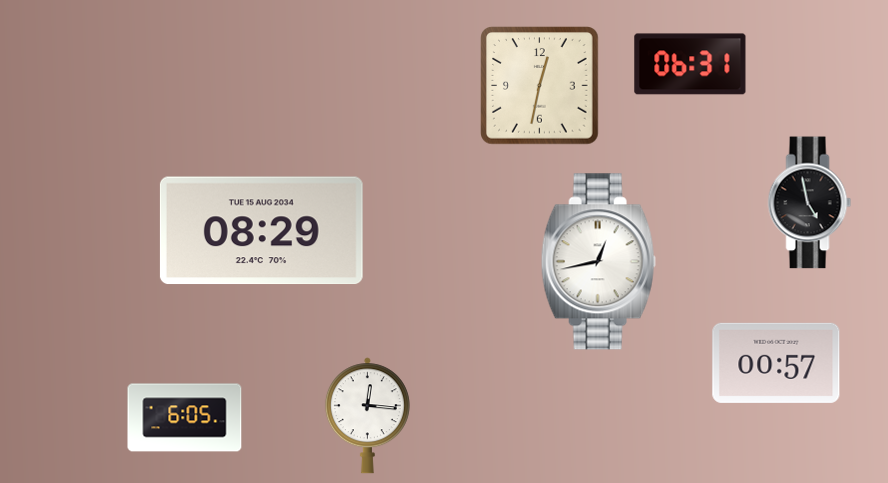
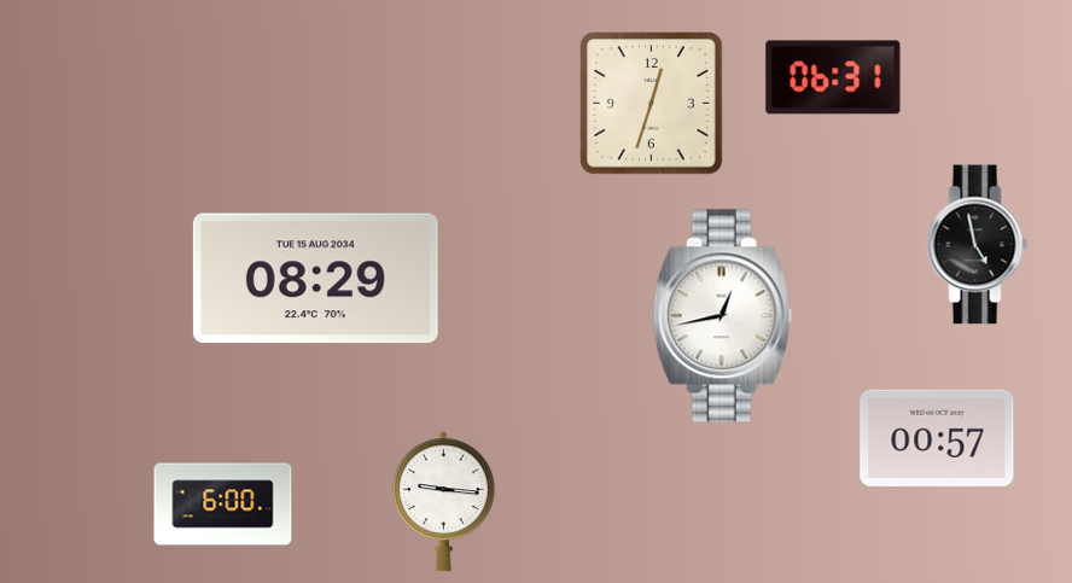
clock at (540, 86): 12:32 -> 12:33
clock at (367, 416): 12:16 -> 9:16
clock at (185, 418): 6:05 -> 6:00
